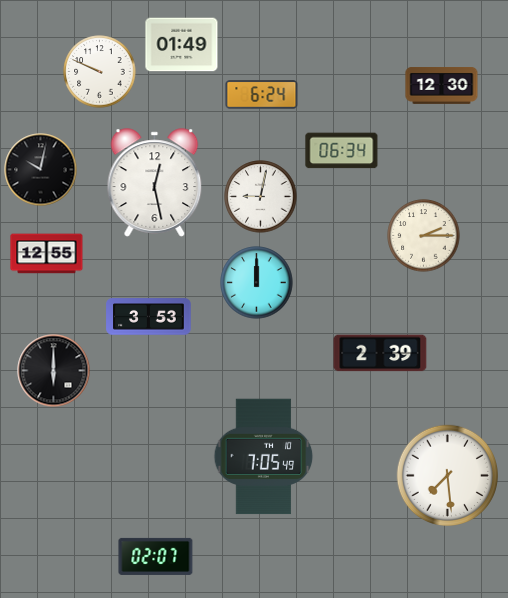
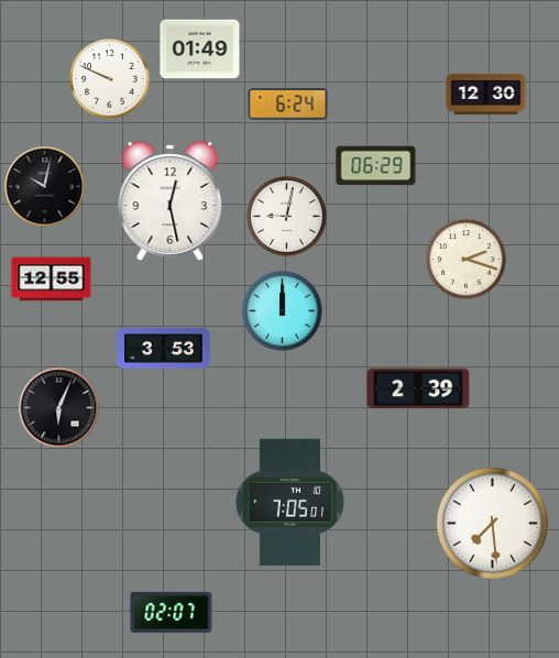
clock at (342, 151): 06:34 -> 06:29
clock at (424, 236): 2:15 -> 2:18
clock at (54, 371): 6:00 -> 6:04
clock at (264, 457): 7:05:49 -> 7:05:01
